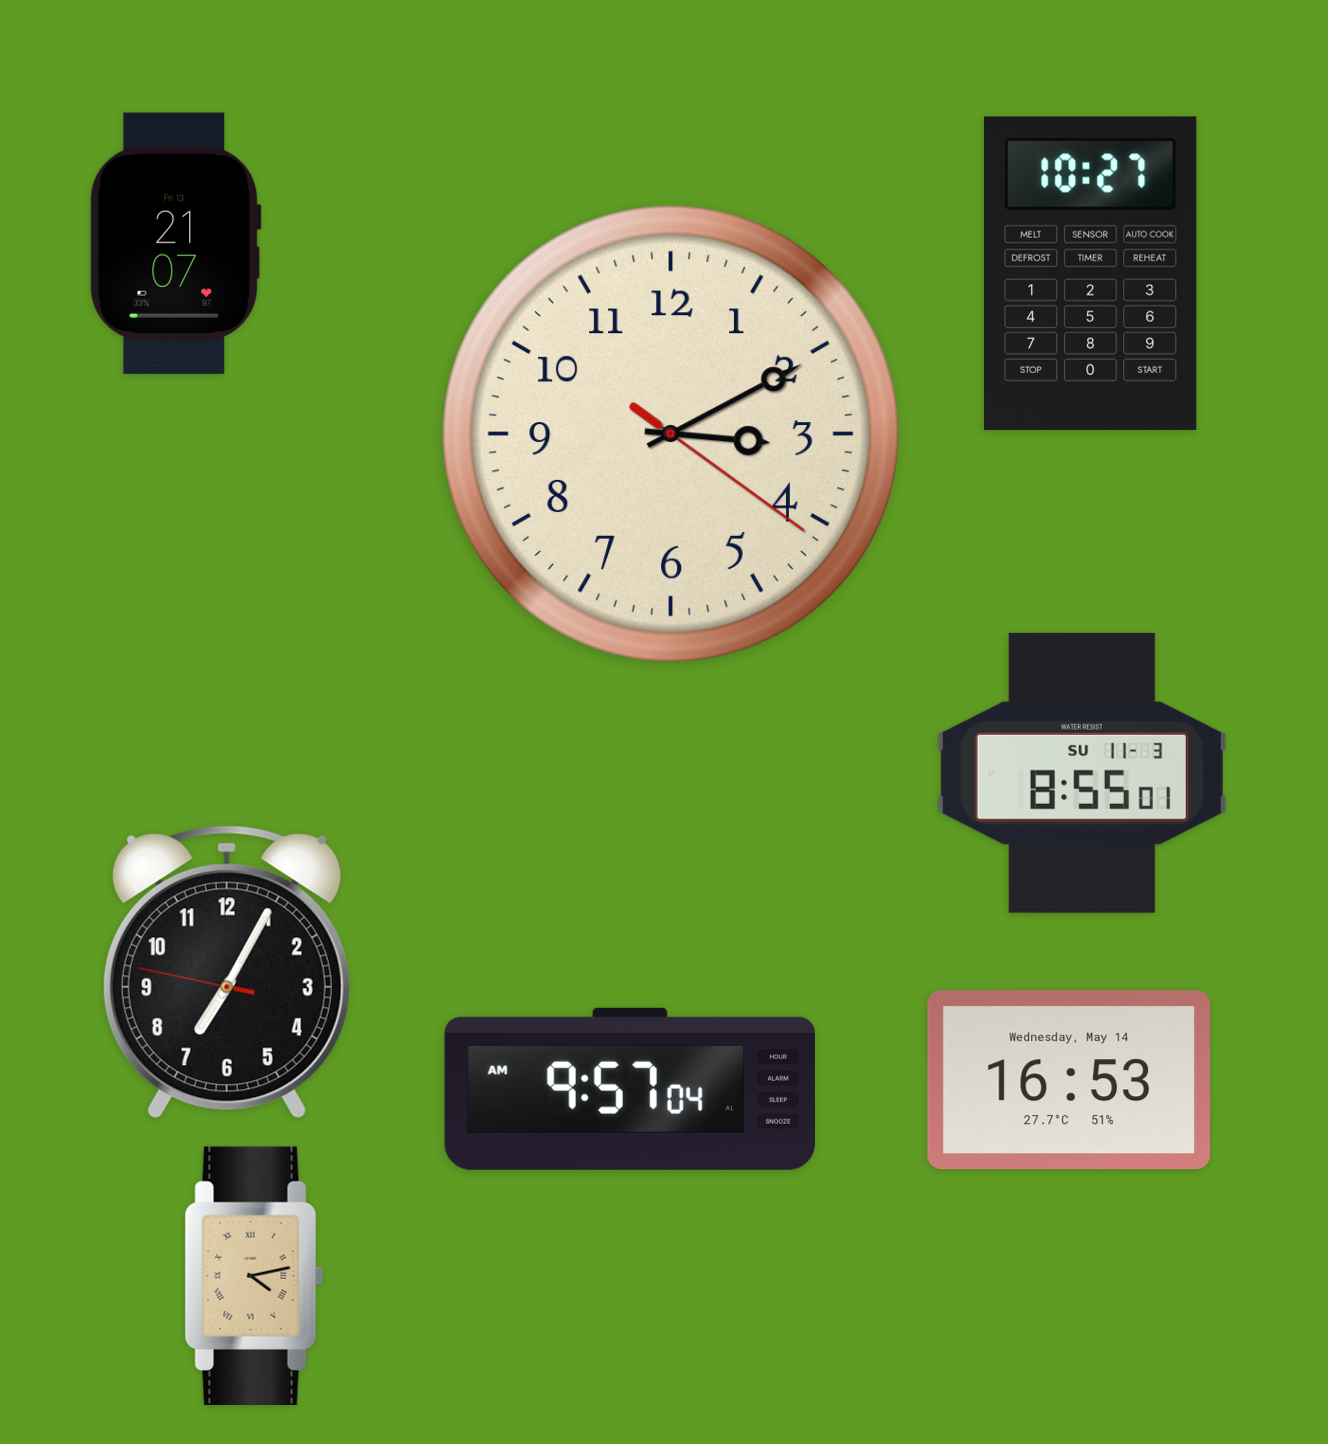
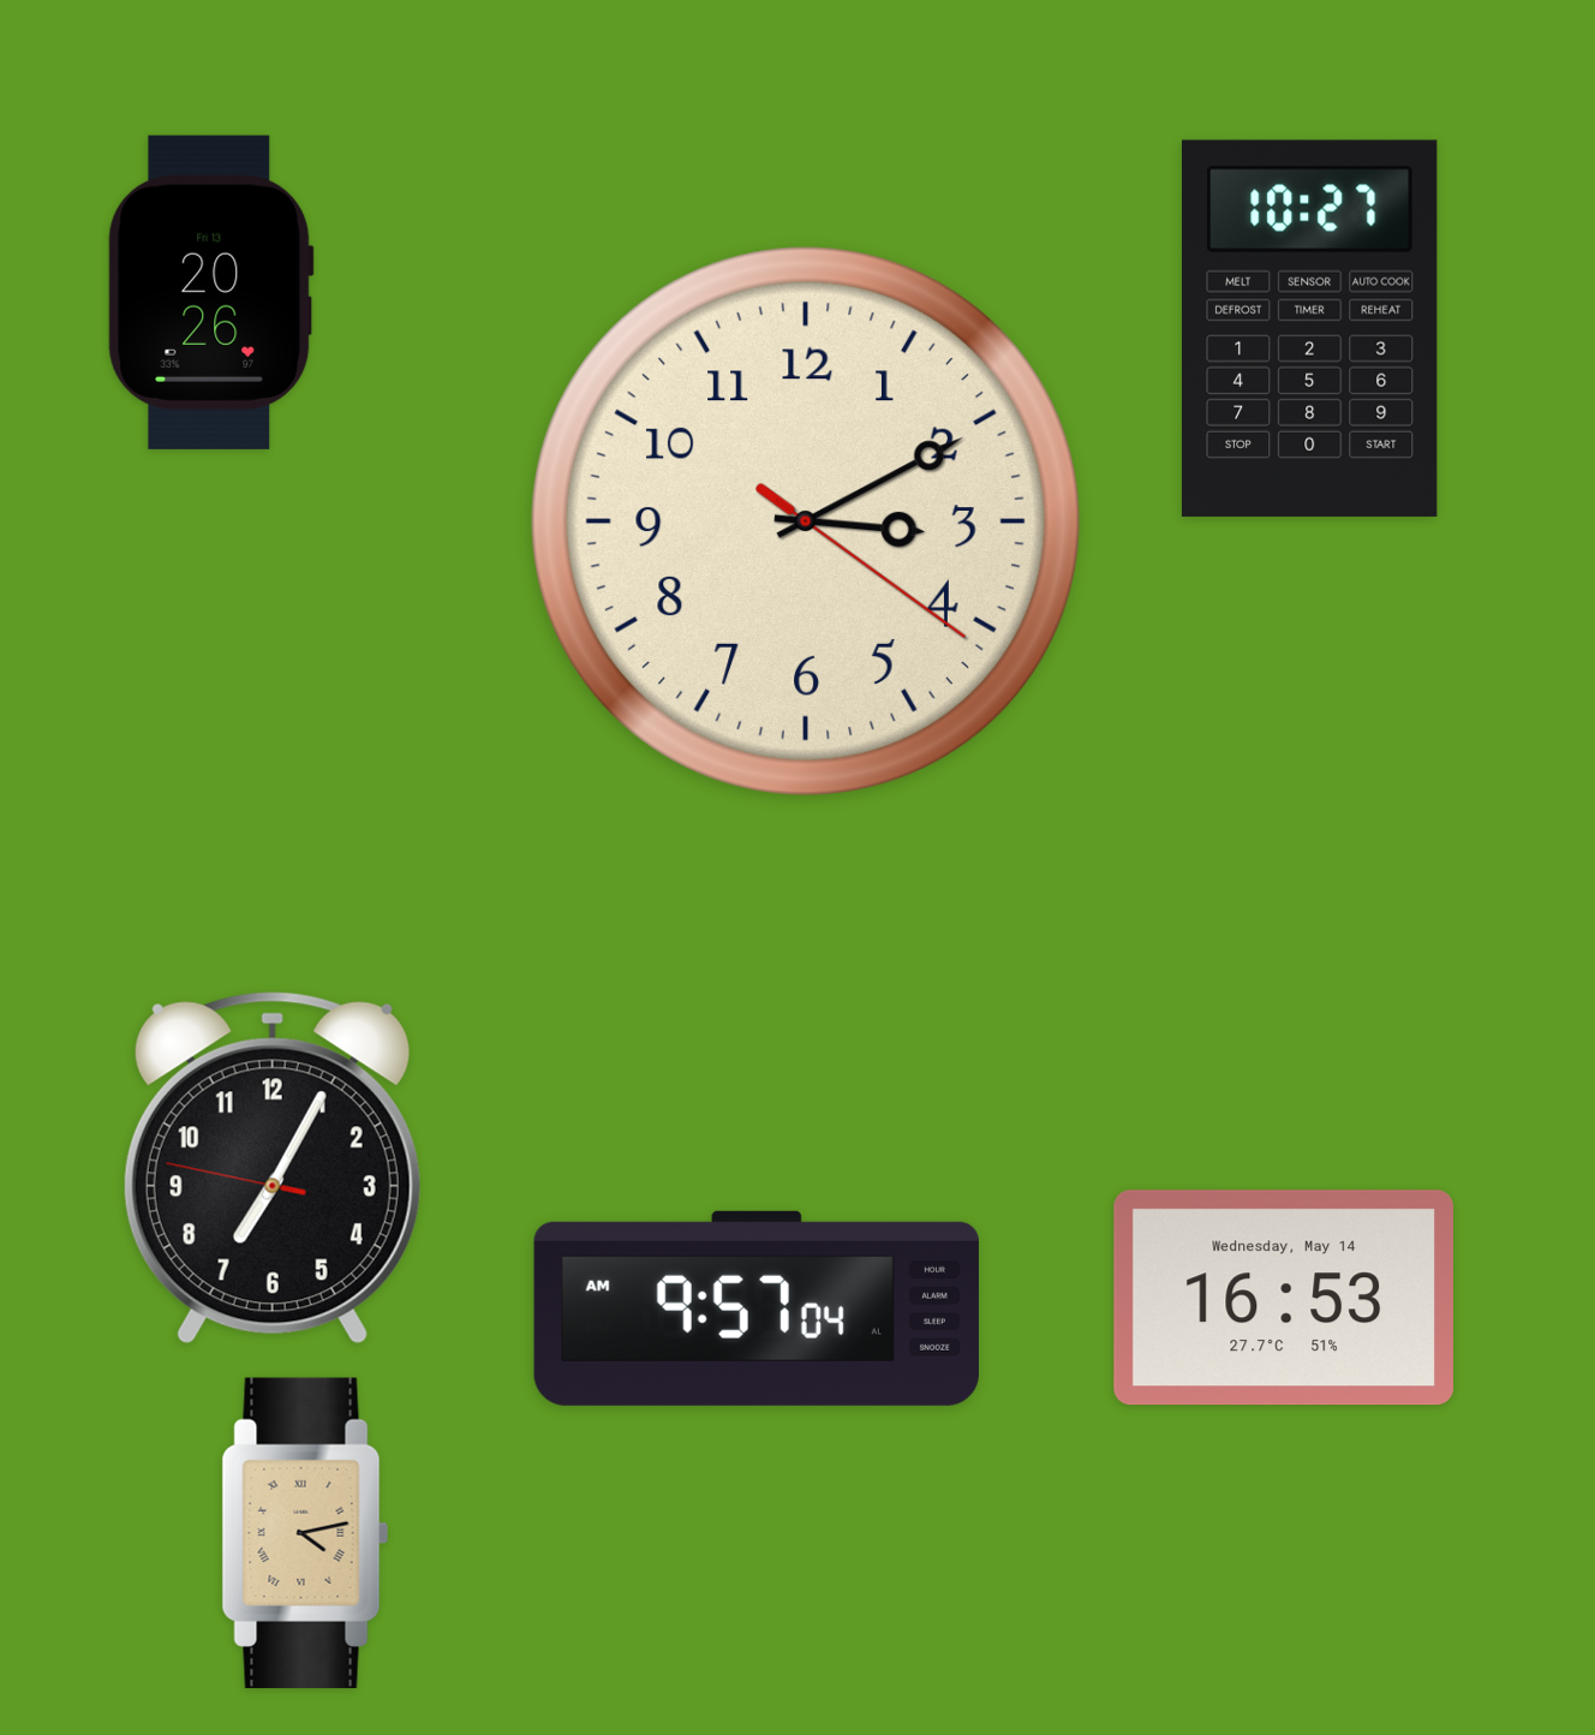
clock at (175, 243): 21:07 -> 20:26
clock at (1082, 773): 8:55 -> none
